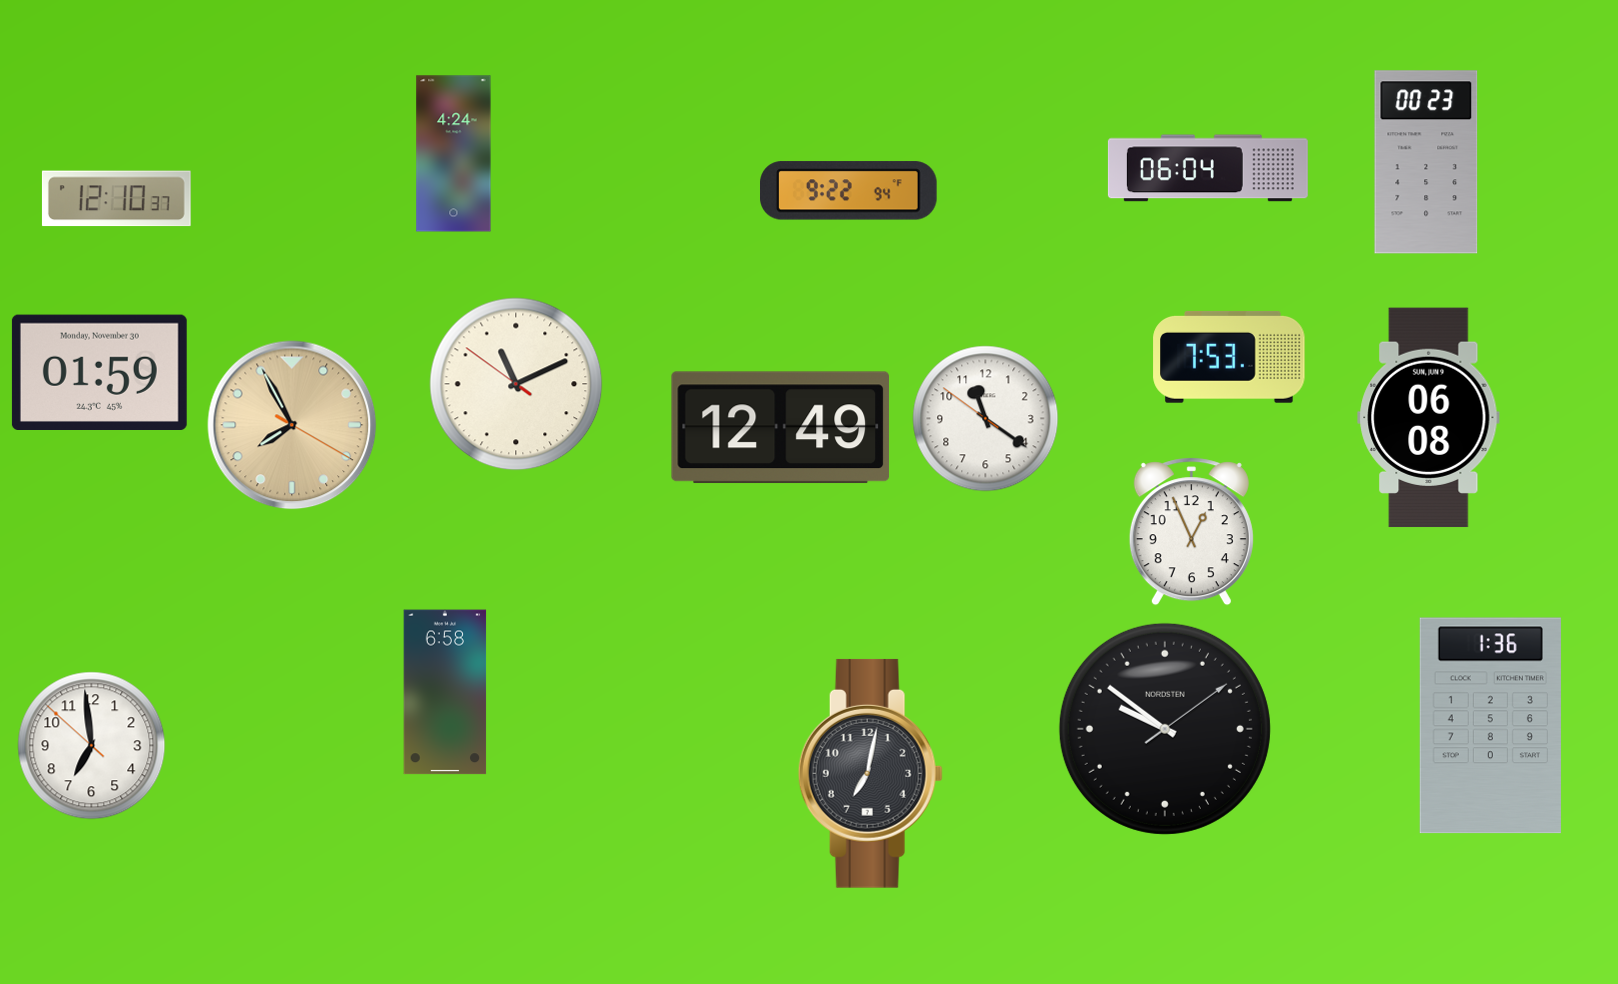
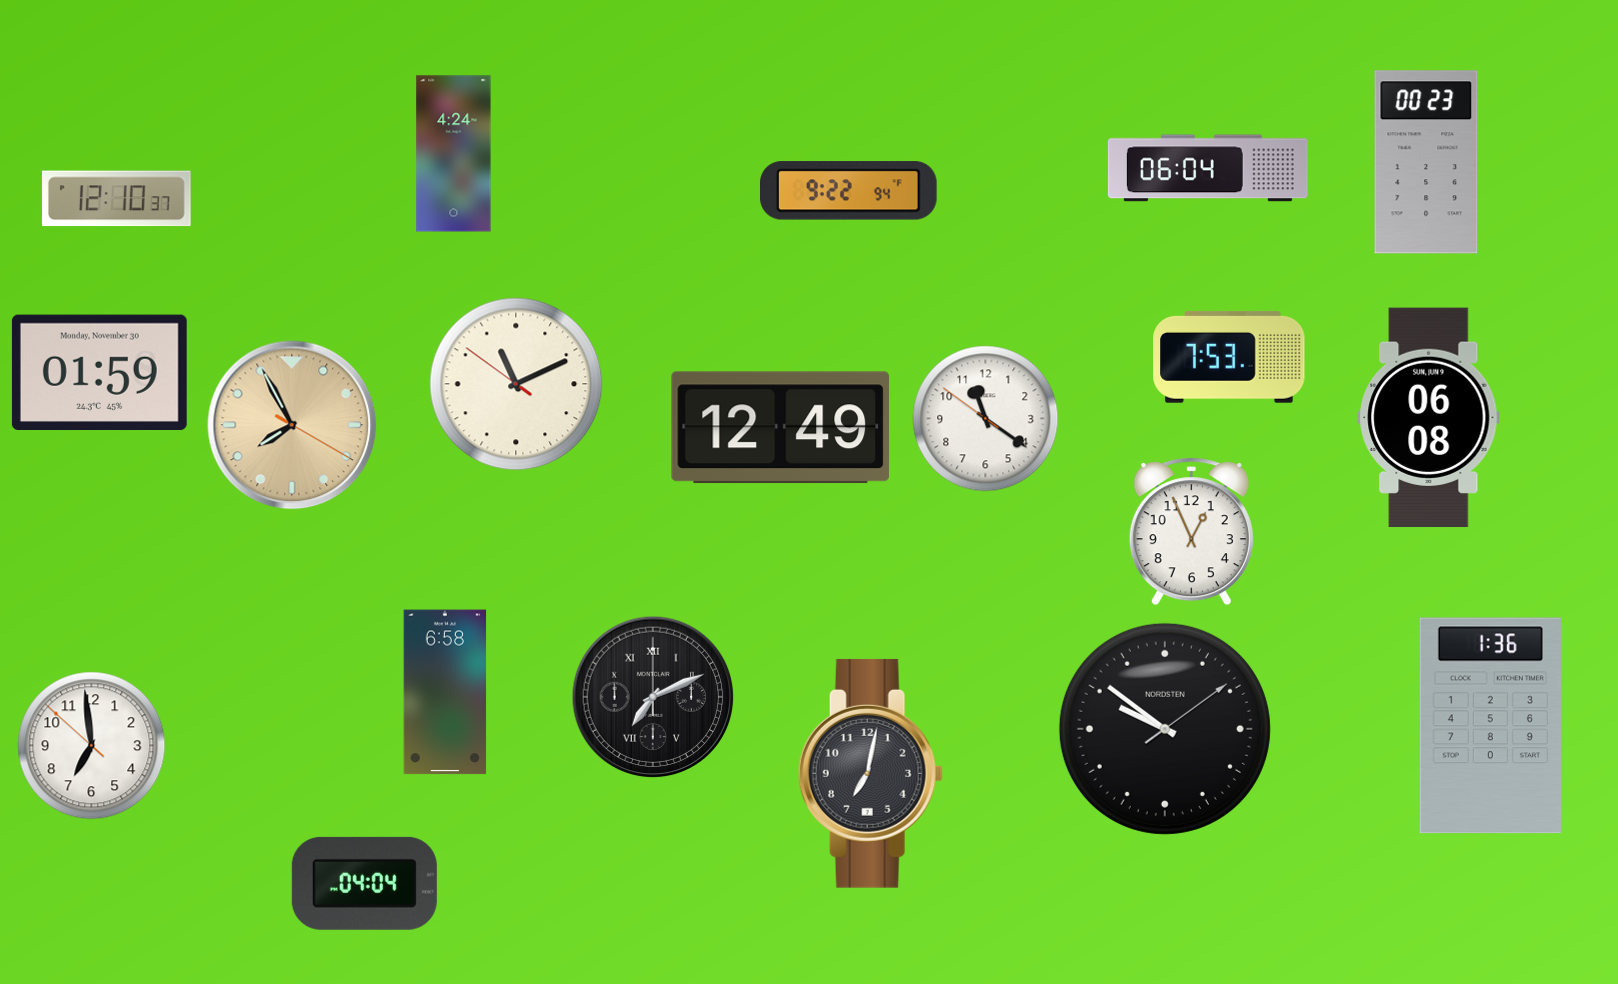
clock at (653, 697): none -> 7:11
clock at (364, 883): none -> 04:04
